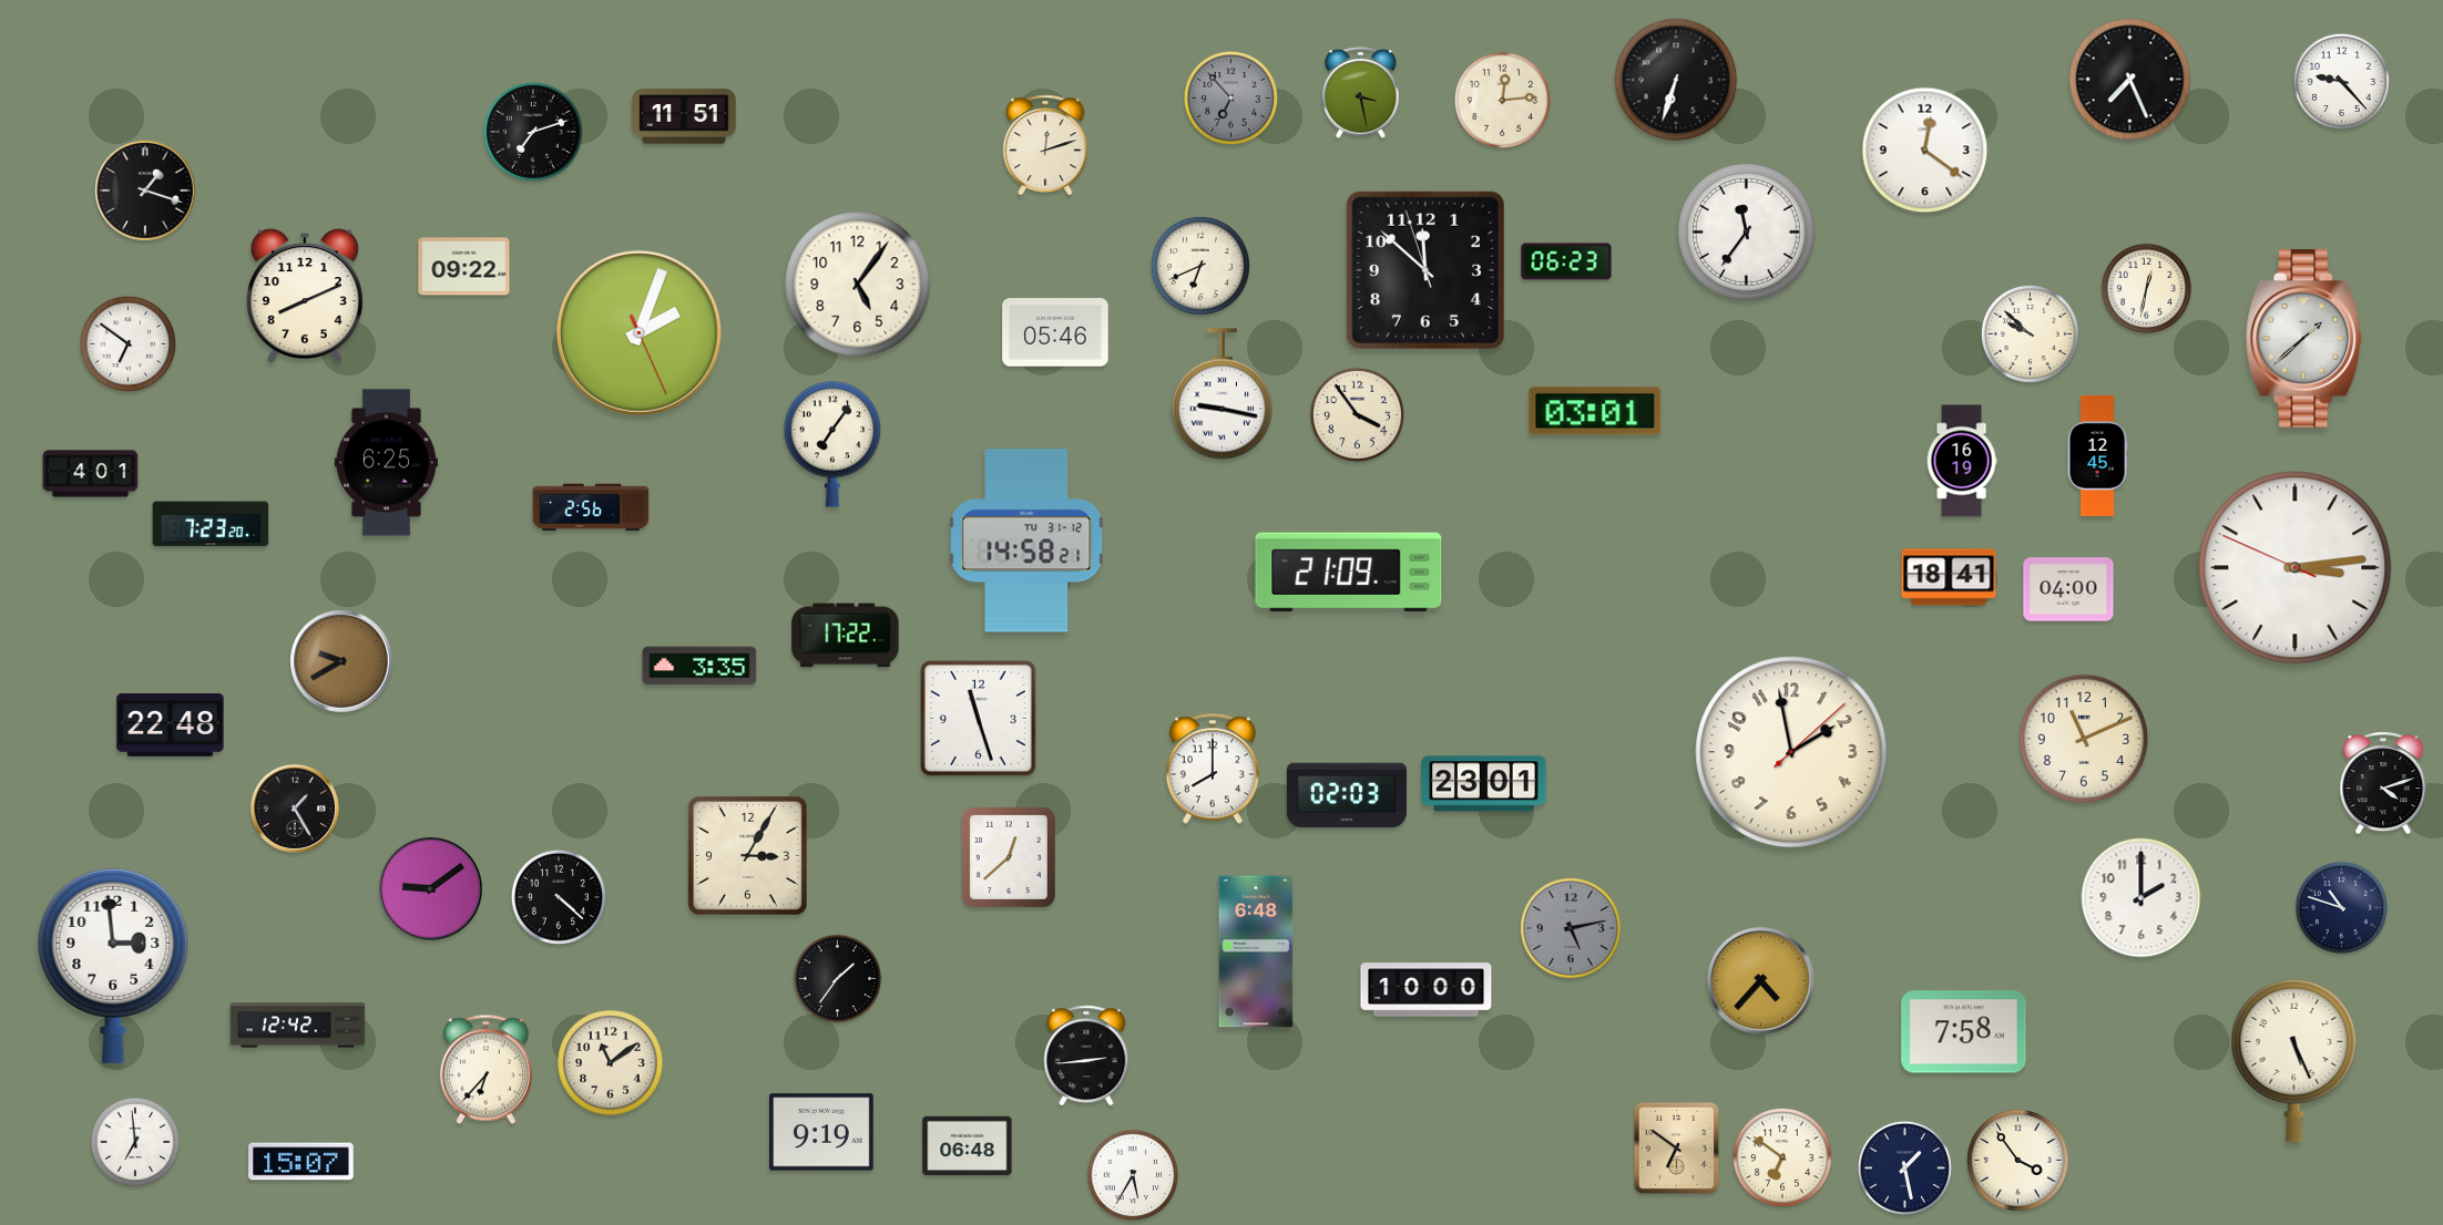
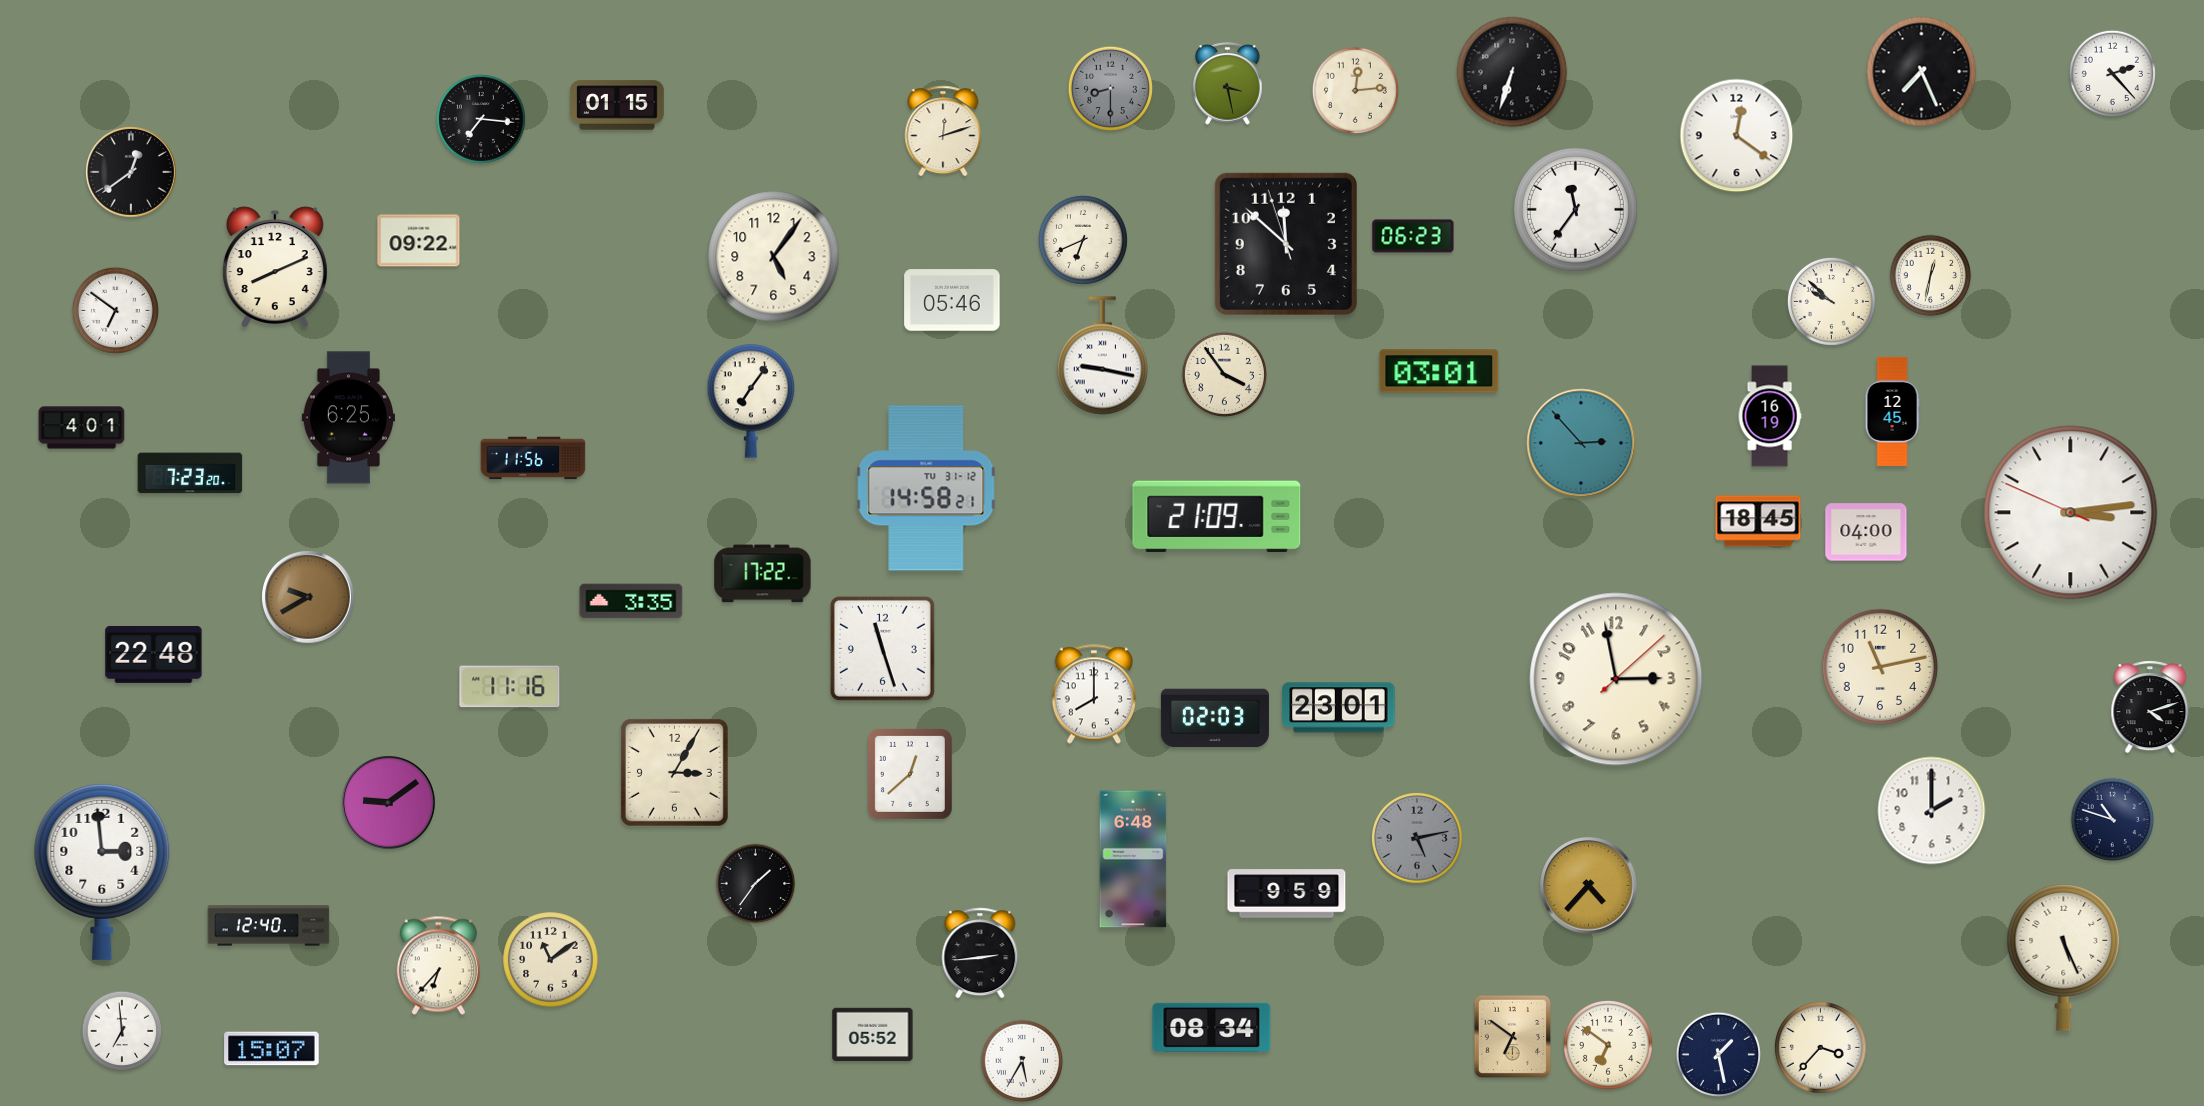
clock at (2341, 81): 9:23 -> 2:23
clock at (1230, 97): 6:53 -> 8:30
clock at (684, 116): 11:51 -> 01:15
clock at (533, 132): 7:12 -> 7:16
clock at (146, 192): 1:18 -> 12:39
clock at (2147, 289) position: (2147, 289) -> (1931, 276)
clock at (638, 332): 2:03 -> none
clock at (2304, 338): 1:38 -> none
clock at (1581, 443): none -> 2:53
clock at (591, 507): 2:56 -> 11:56
clock at (1949, 577): 18:41 -> 18:45
clock at (2084, 739): 11:11 -> 11:13
clock at (1791, 752): 1:58 -> 2:58
clock at (510, 687): none -> 11:16
clock at (294, 807): 1:25 -> none
clock at (559, 897): 4:22 -> none
clock at (1427, 990): 10:00 -> 9:59
clock at (298, 1026): 12:42 -> 12:40
clock at (1964, 1032): 7:58 -> none
clock at (2294, 1061) position: (2294, 1061) -> (2064, 958)
clock at (822, 1132): 9:19 -> none
clock at (1212, 1027): none -> 08:34
clock at (968, 1146): 06:48 -> 05:52
clock at (2018, 1161): 3:54 -> 3:37
